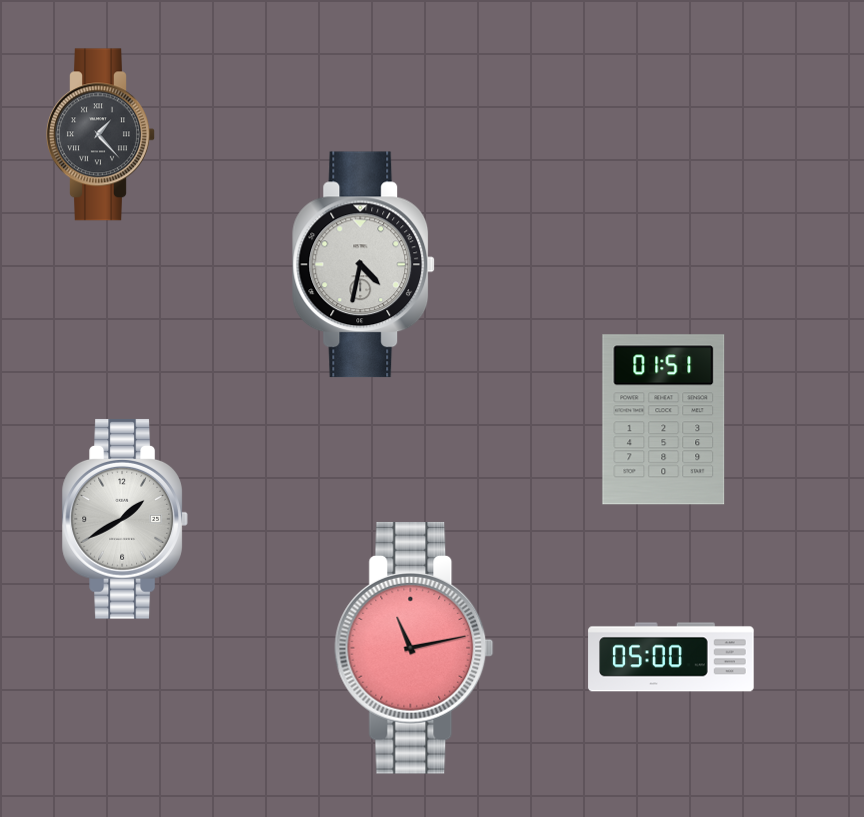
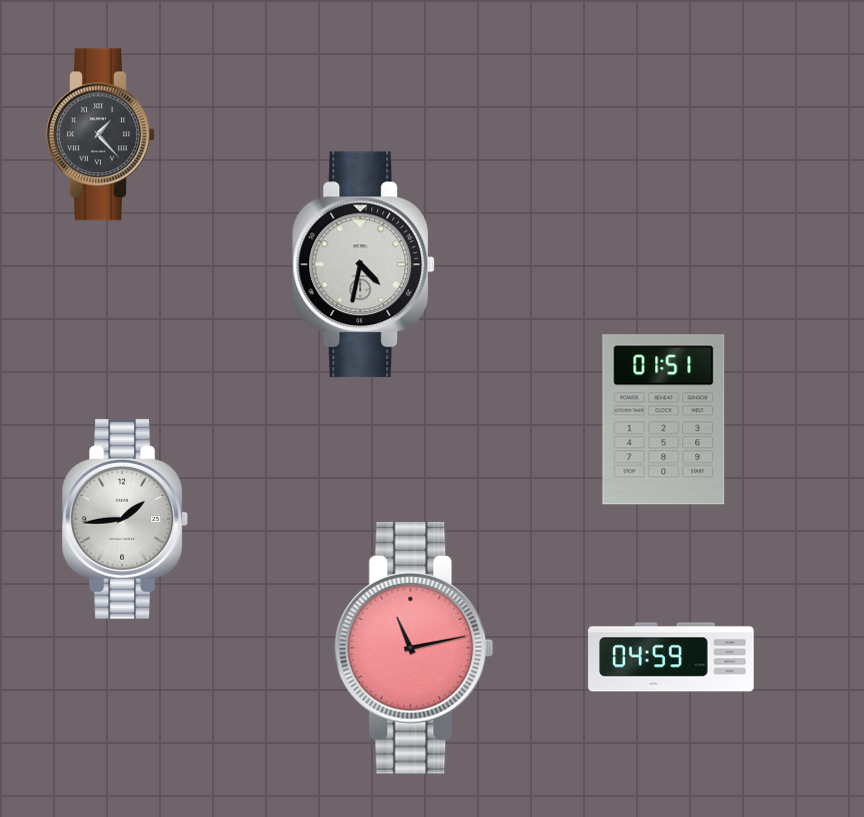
clock at (125, 519): 1:40 -> 1:44
clock at (671, 657): 05:00 -> 04:59
